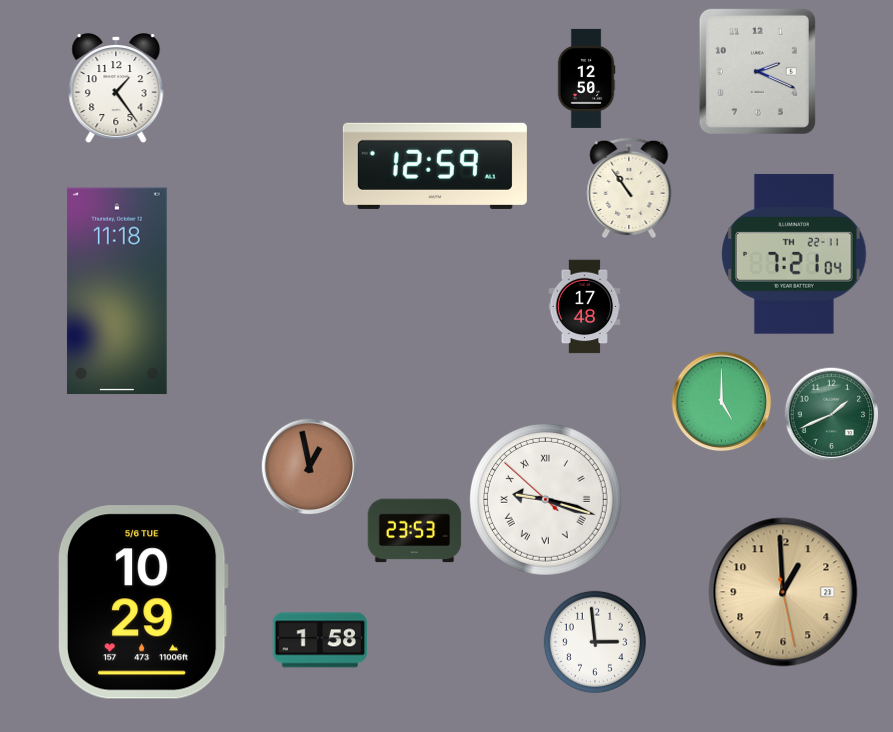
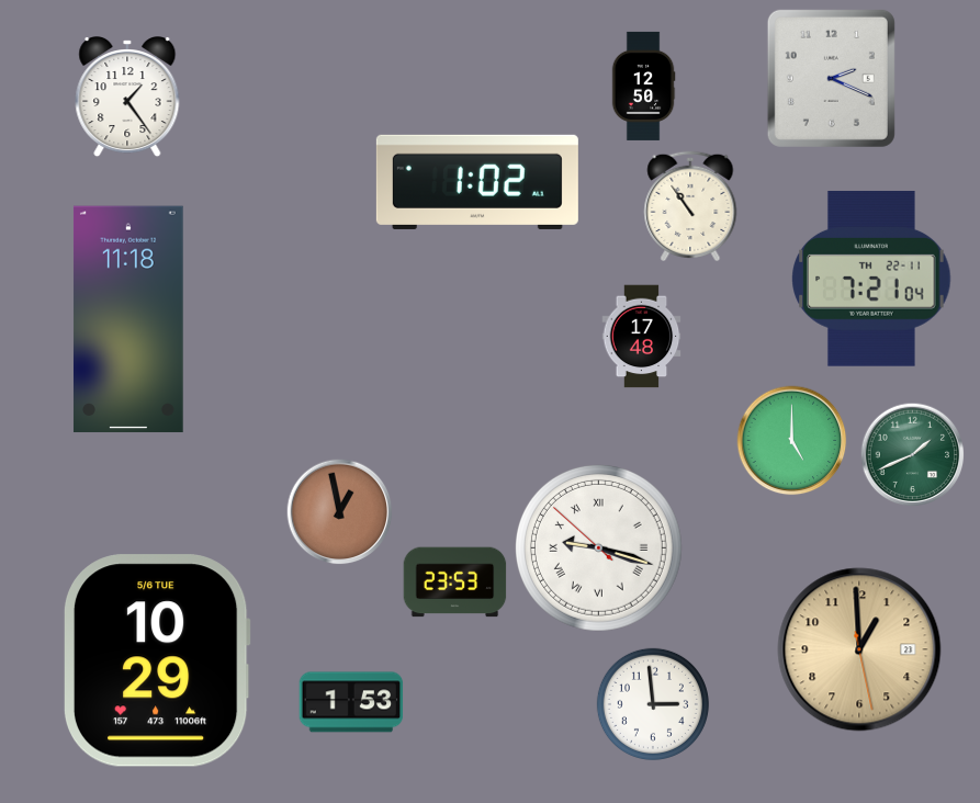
clock at (435, 166): 12:59 -> 1:02
clock at (320, 640): 1:58 -> 1:53
